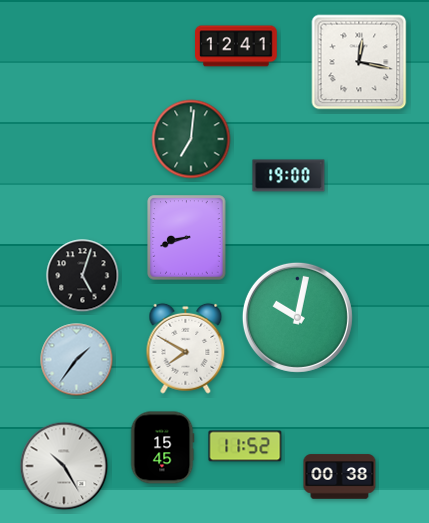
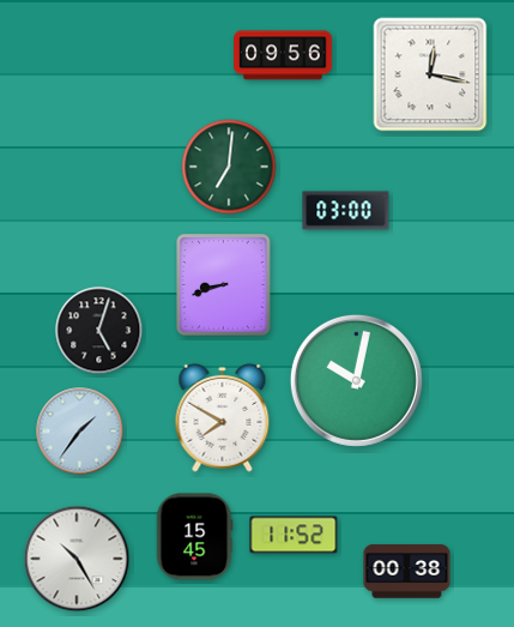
clock at (237, 46): 12:41 -> 09:56
clock at (289, 176): 19:00 -> 03:00
clock at (77, 360) position: (77, 360) -> (80, 432)
